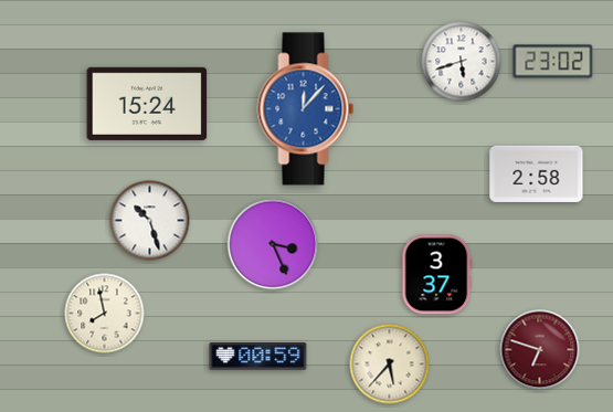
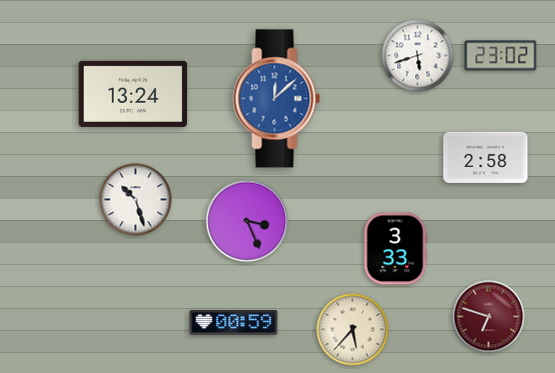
clock at (147, 104): 15:24 -> 13:24
clock at (306, 109): 12:07 -> 12:08
clock at (437, 275): 3:37 -> 3:33
clock at (105, 314): 7:58 -> none
